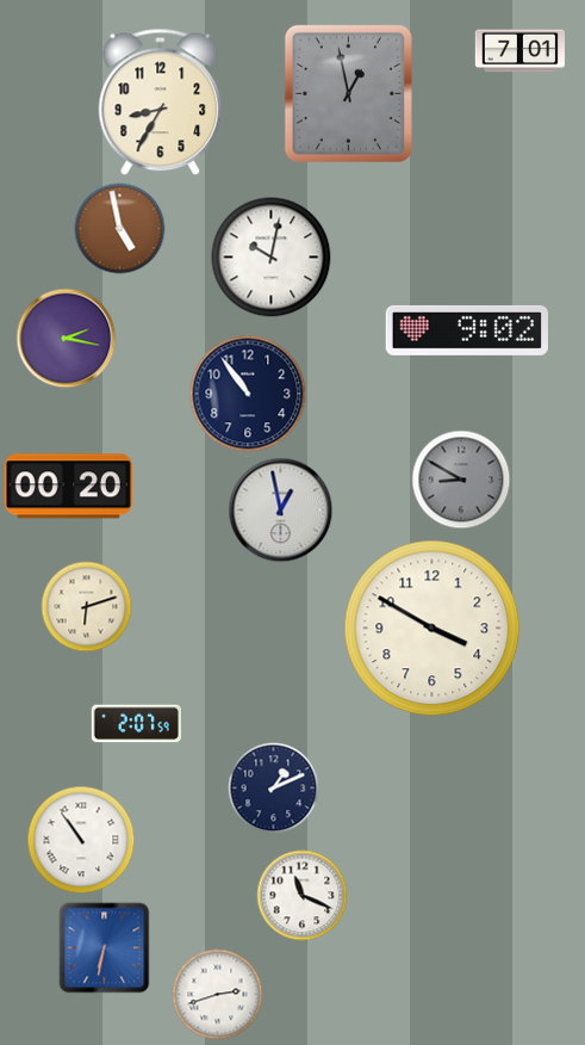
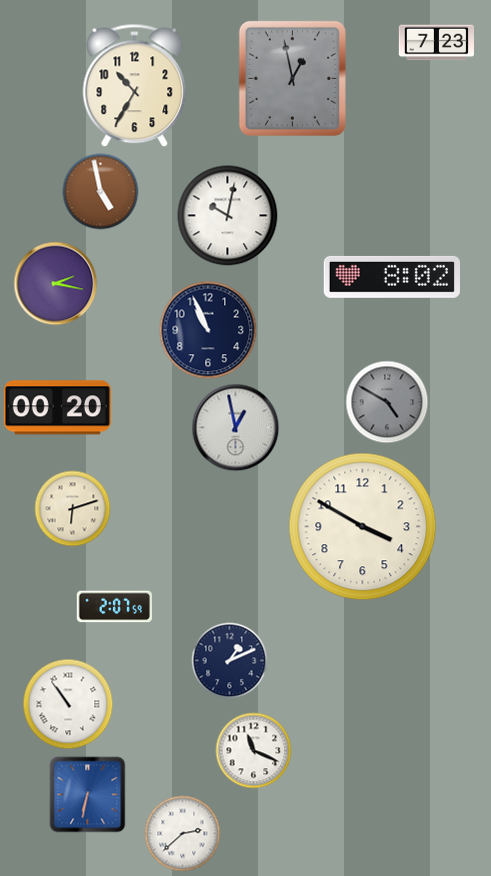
clock at (519, 51): 7:01 -> 7:23
clock at (161, 103): 8:35 -> 10:35
clock at (467, 330): 9:02 -> 8:02
clock at (248, 394): 10:54 -> 10:56
clock at (461, 480): 8:50 -> 4:50
clock at (218, 995): 2:42 -> 2:38
